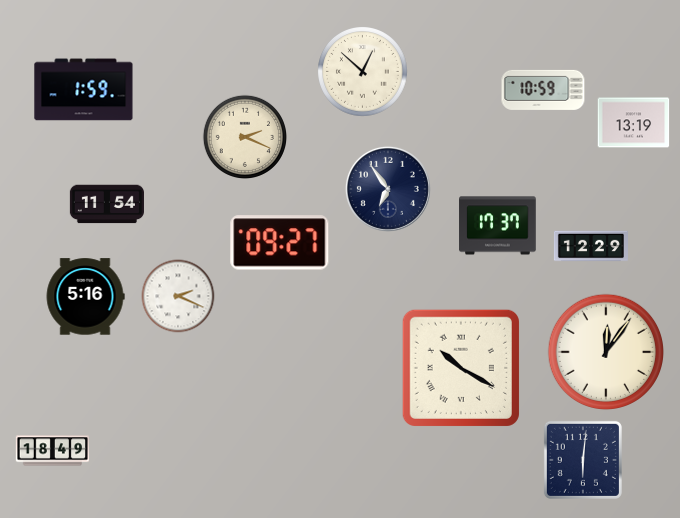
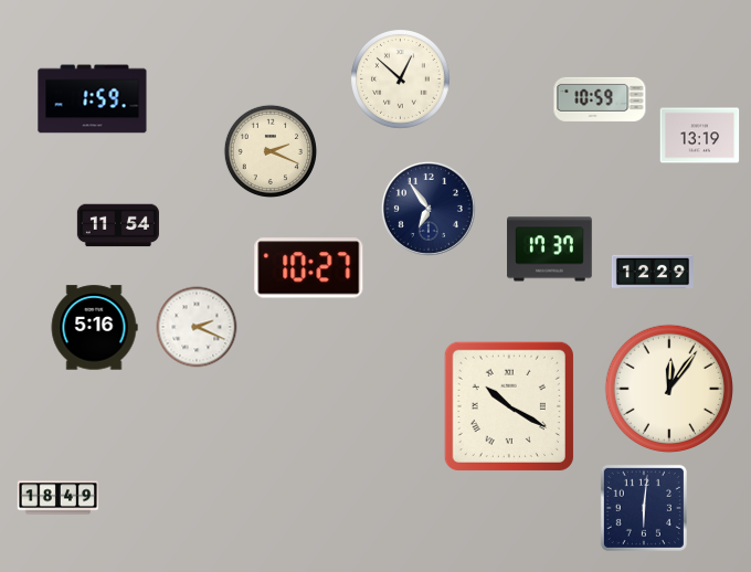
clock at (280, 243): 09:27 -> 10:27
